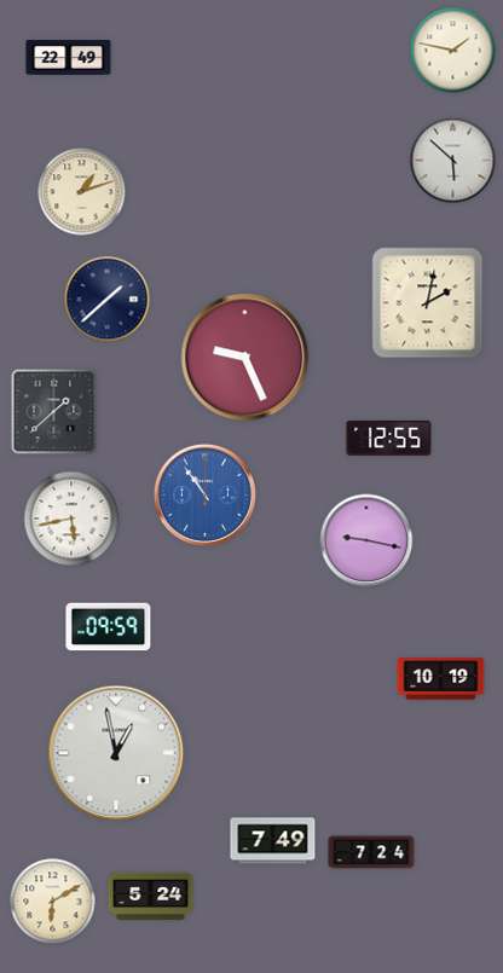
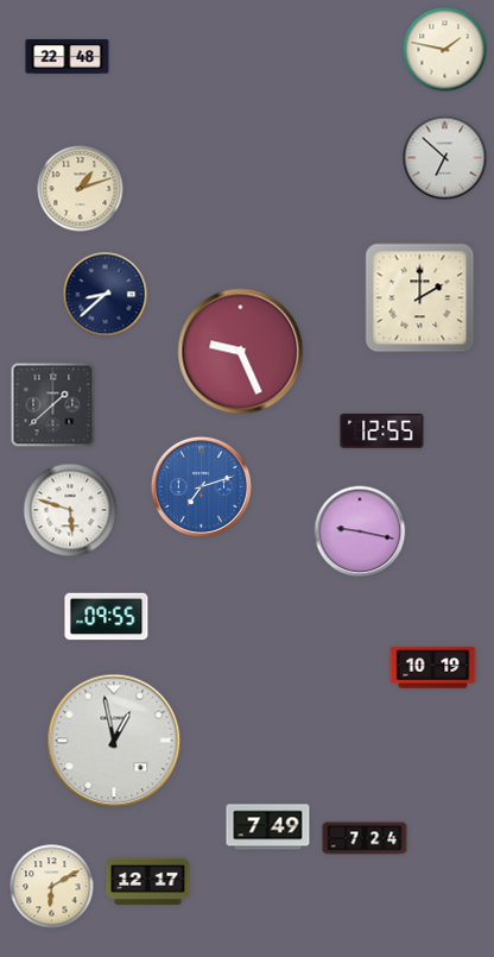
clock at (69, 58): 22:49 -> 22:48
clock at (453, 161): 5:52 -> 6:52
clock at (108, 300): 1:38 -> 8:38
clock at (428, 303): 2:02 -> 2:00
clock at (204, 494): 10:54 -> 7:12
clock at (71, 519): 5:43 -> 5:48
clock at (109, 627): 09:59 -> 09:55
clock at (151, 897): 5:24 -> 12:17
